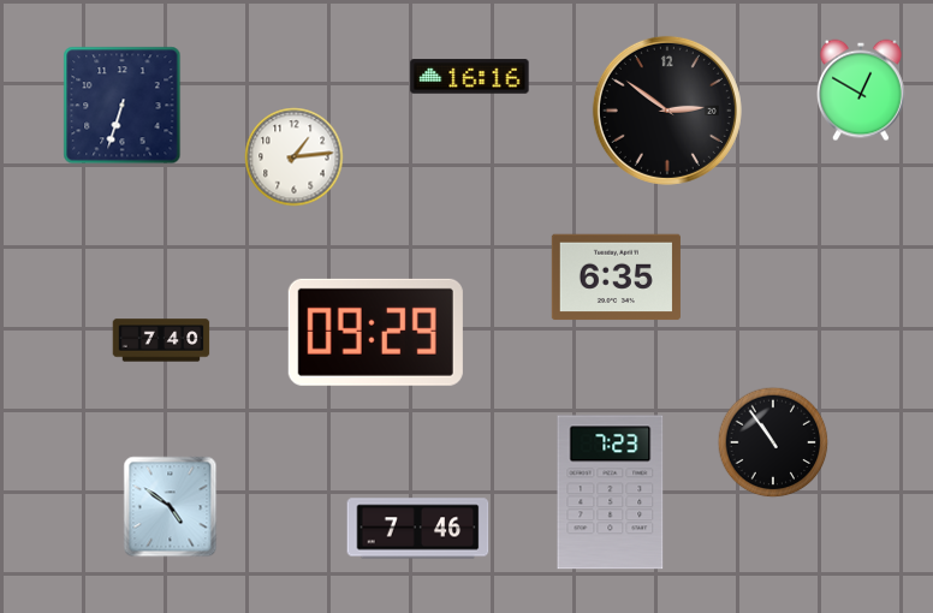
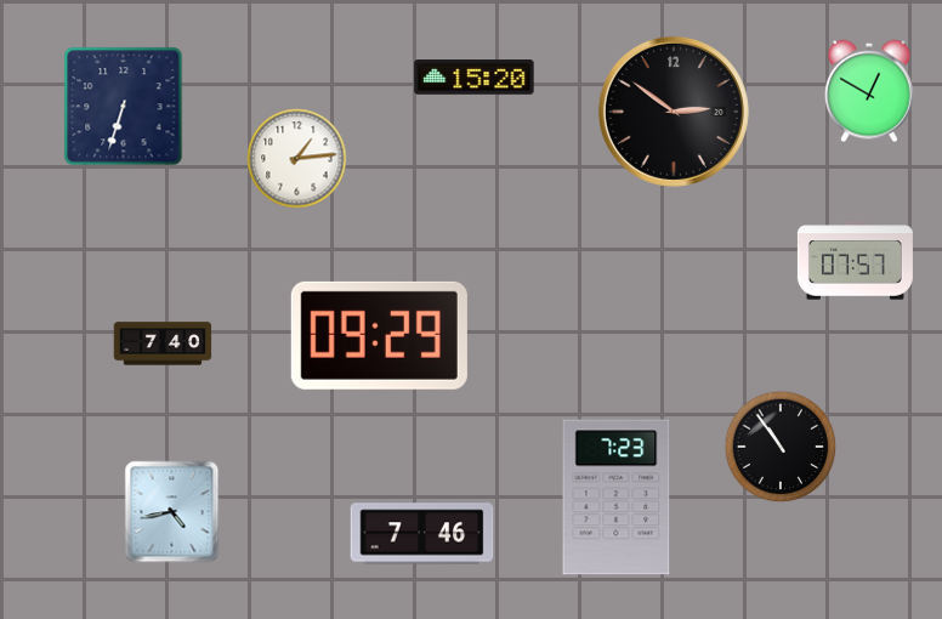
clock at (470, 77): 16:16 -> 15:20
clock at (855, 261): none -> 07:57
clock at (616, 278): 6:35 -> none
clock at (171, 507): 4:51 -> 4:43
